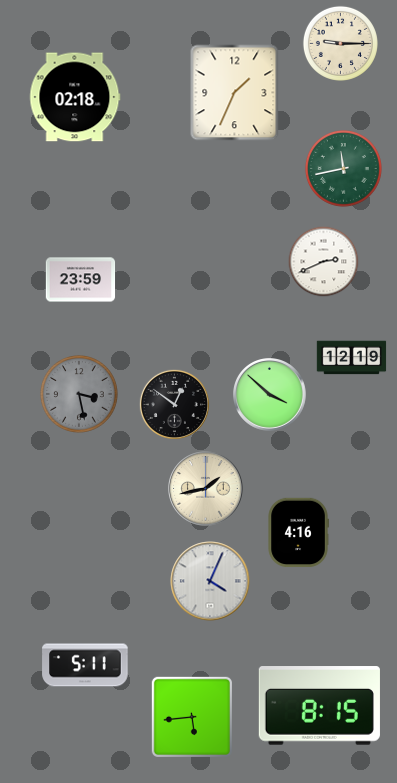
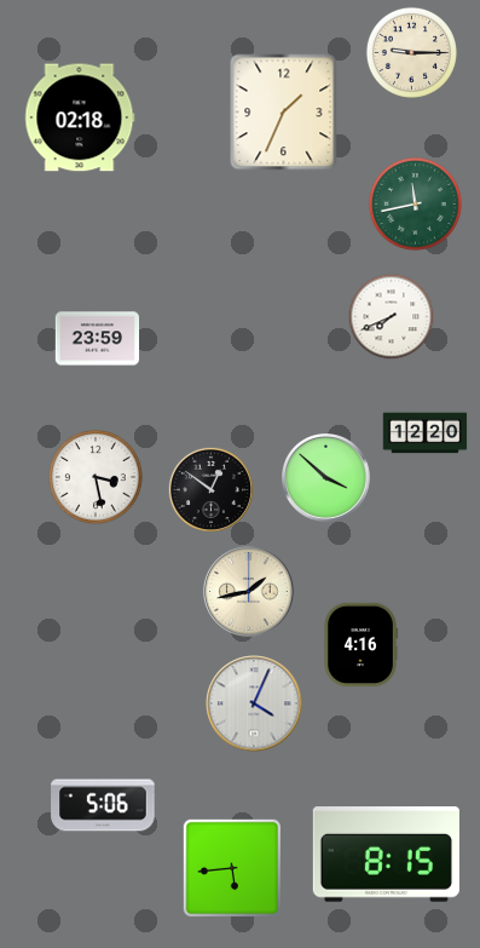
clock at (75, 97) position: (75, 97) -> (80, 117)
clock at (324, 262): 2:41 -> 7:41
clock at (352, 358): 12:19 -> 12:20
clock at (80, 395) dial: grey -> white
clock at (85, 665): 5:11 -> 5:06
